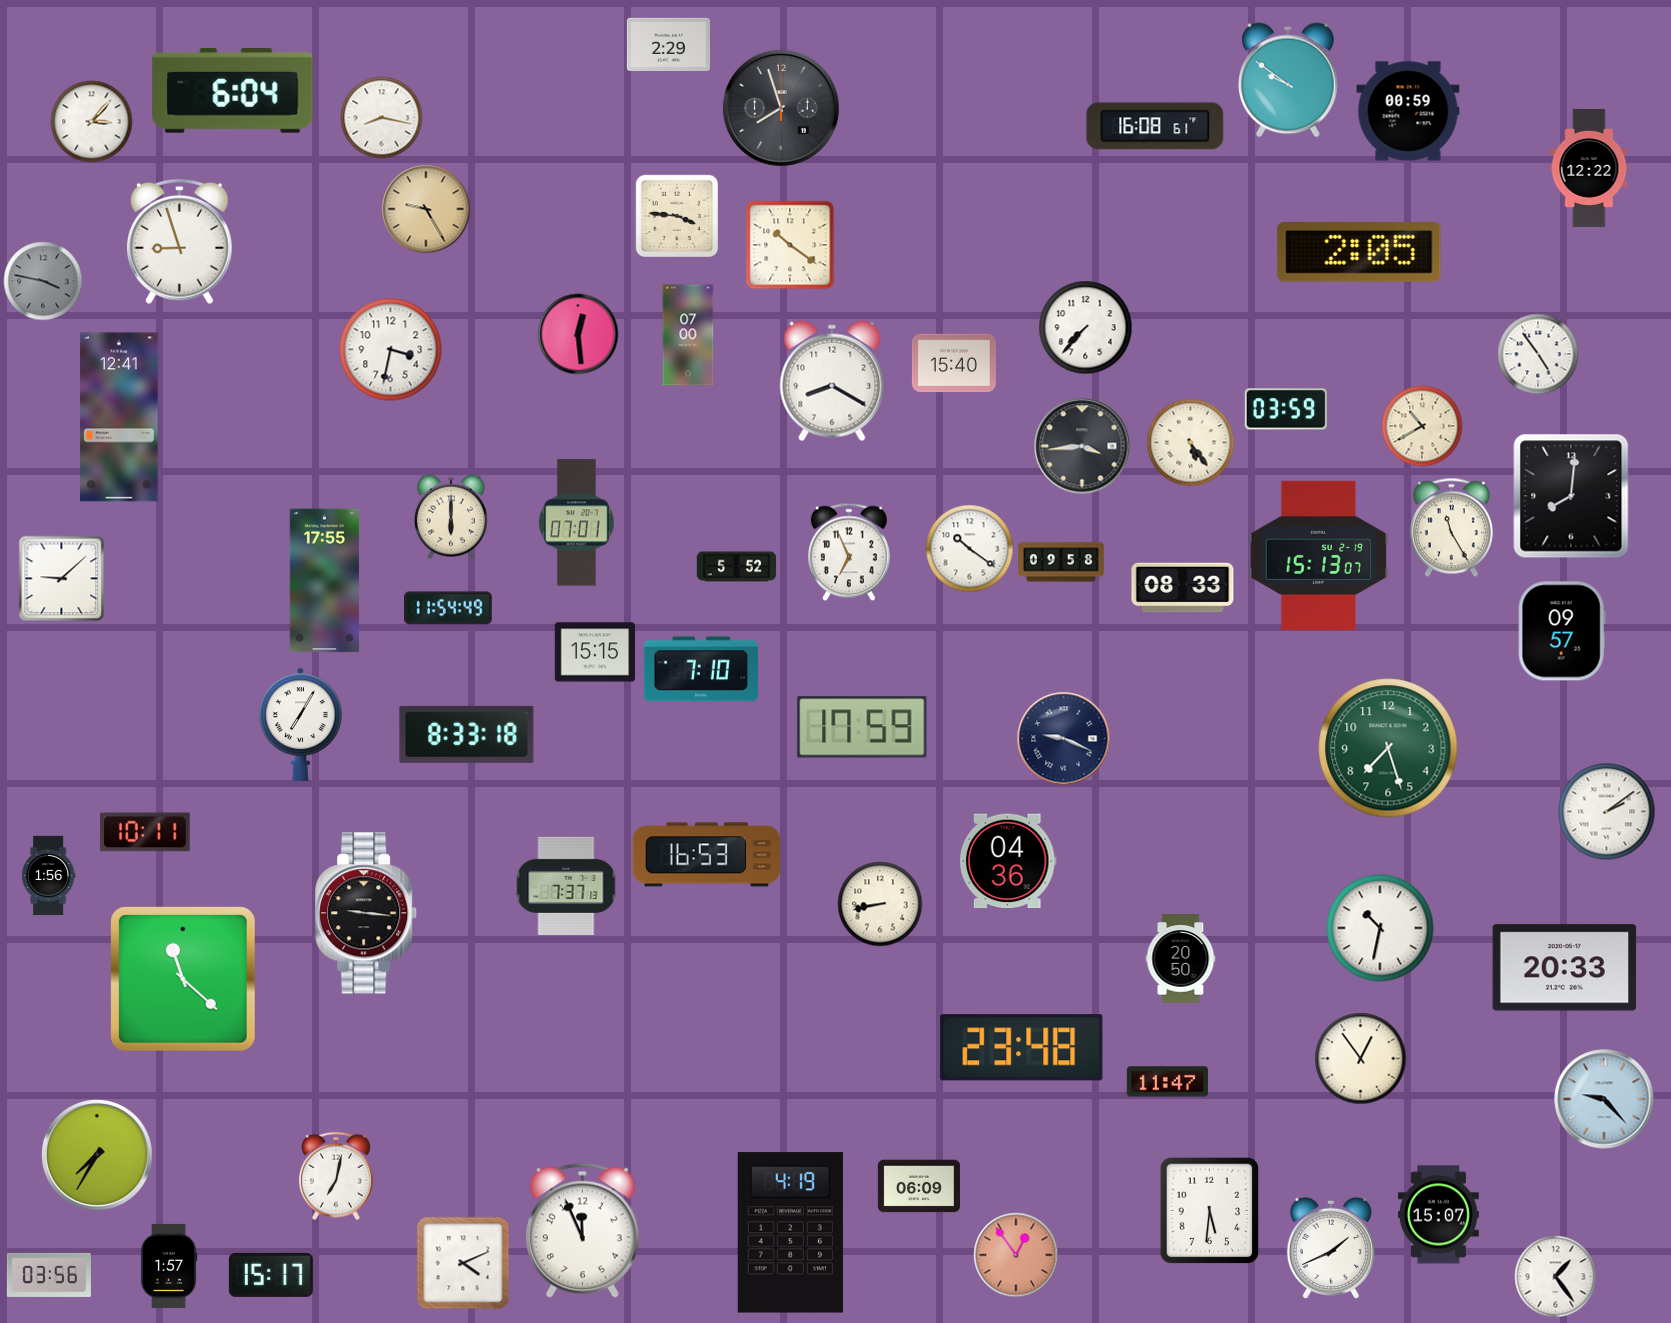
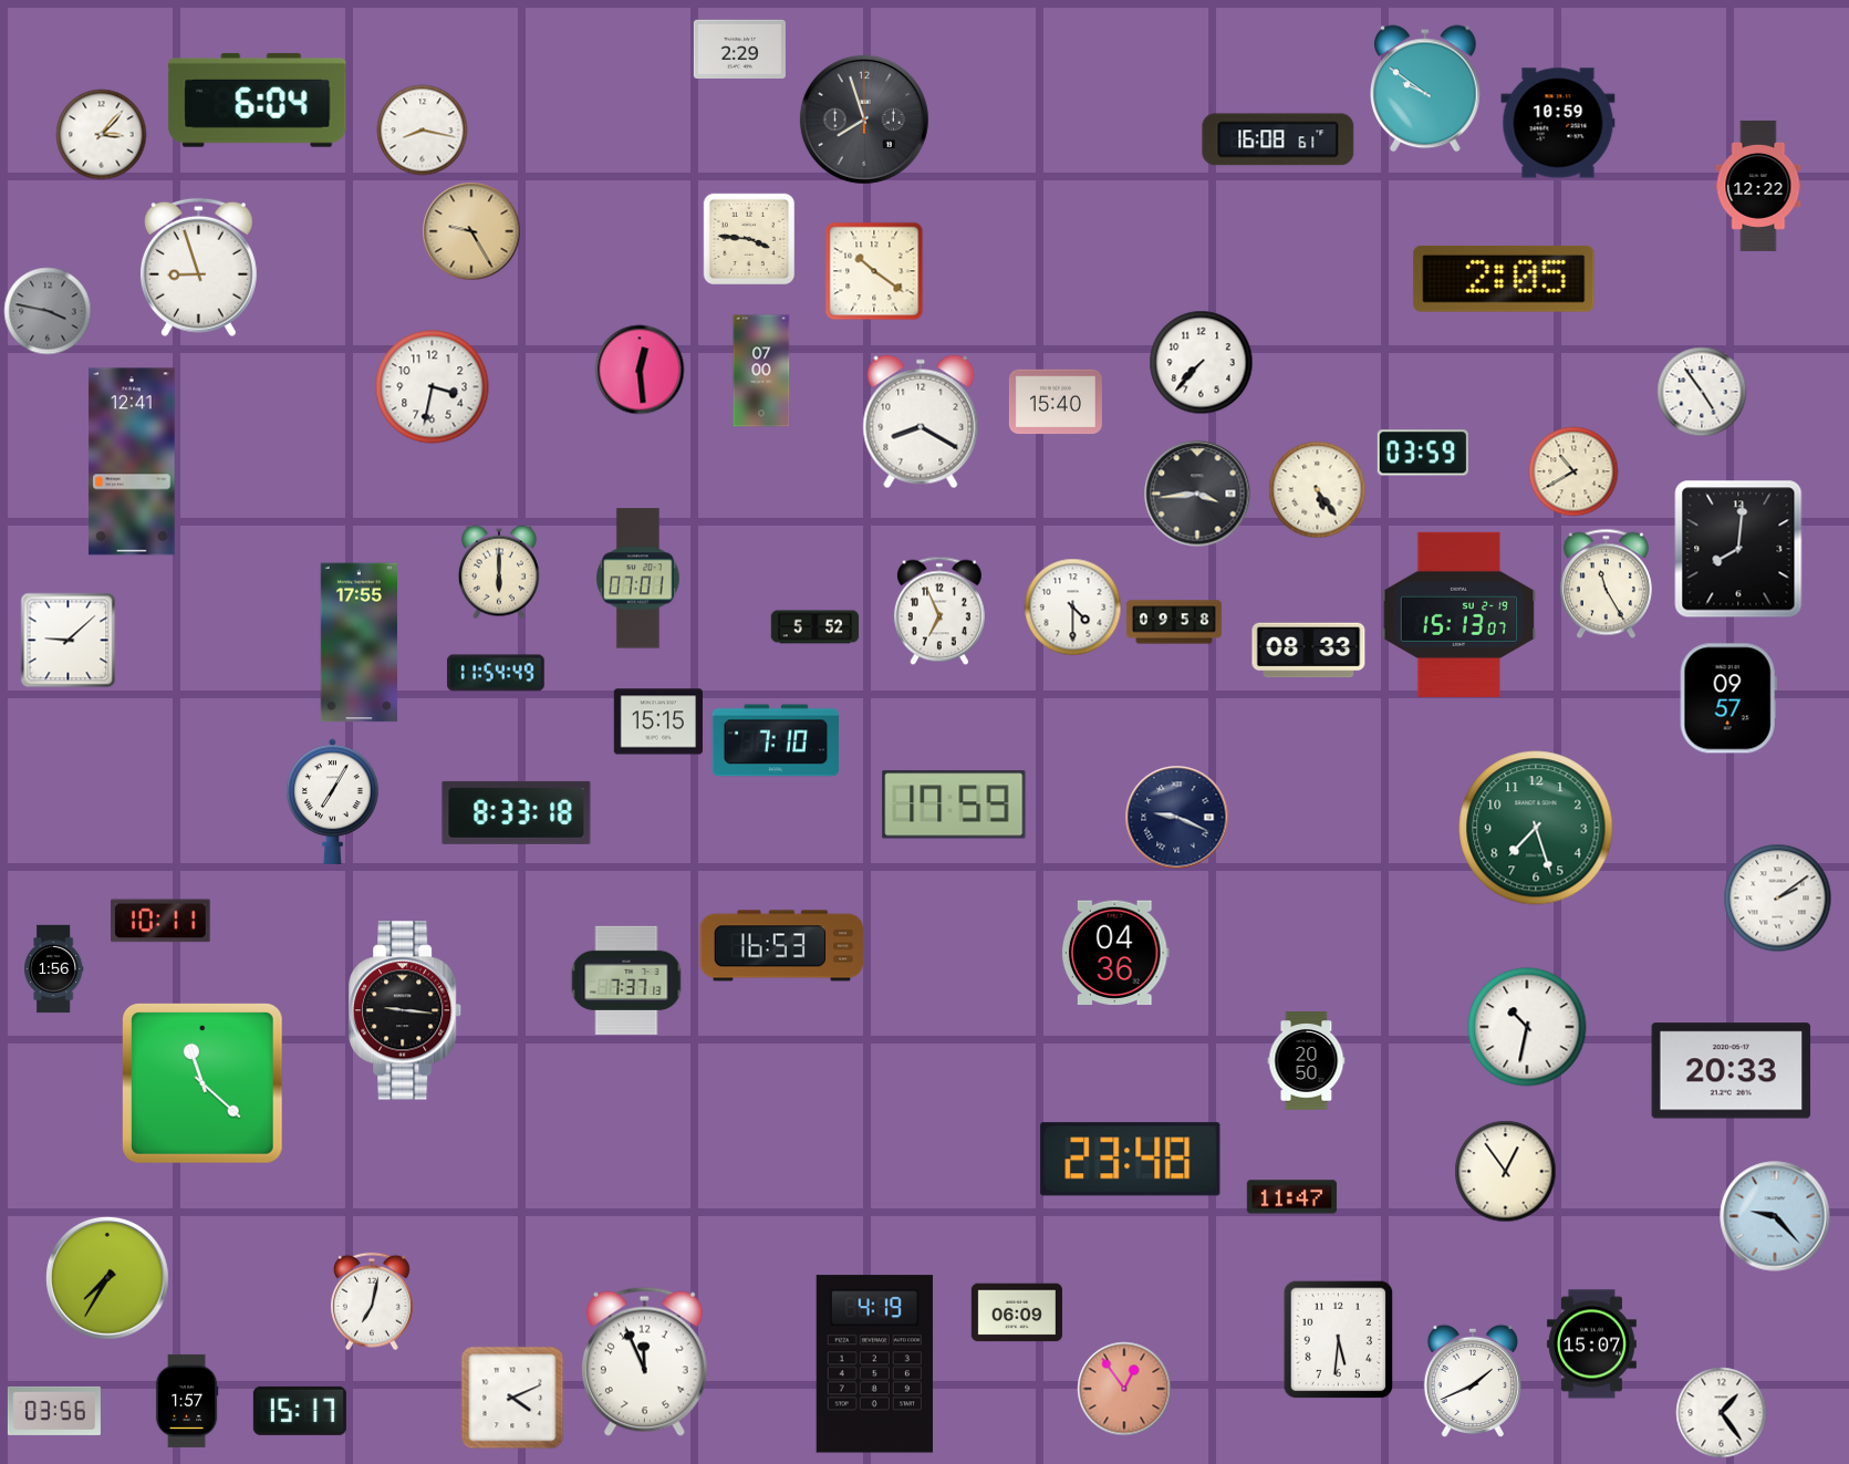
clock at (1408, 111): 00:59 -> 10:59
clock at (970, 549): 10:21 -> 4:30
clock at (880, 904): 8:43 -> none
